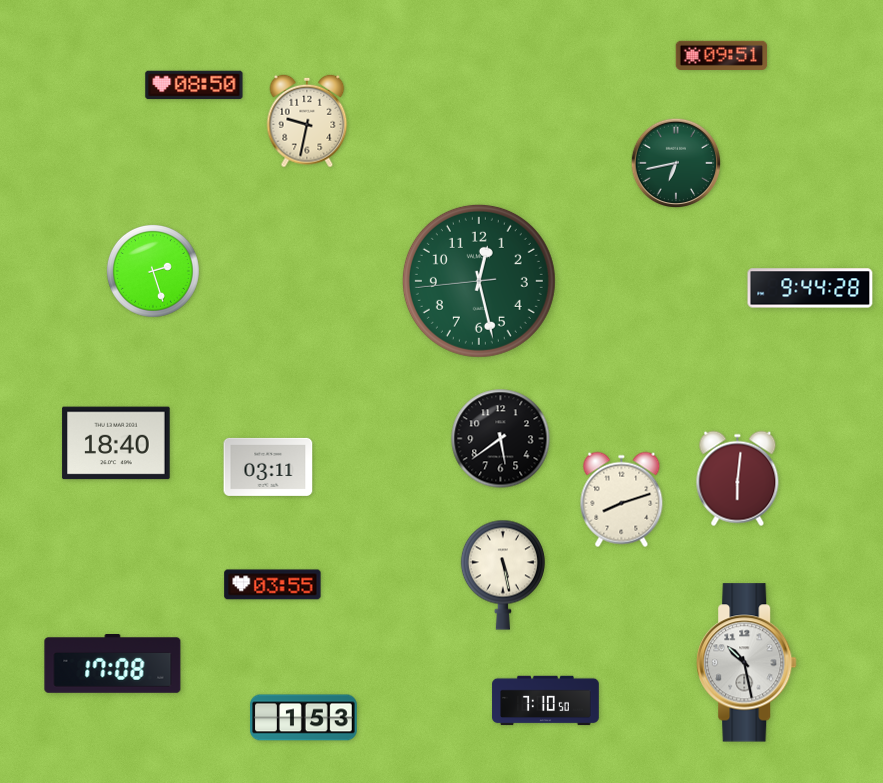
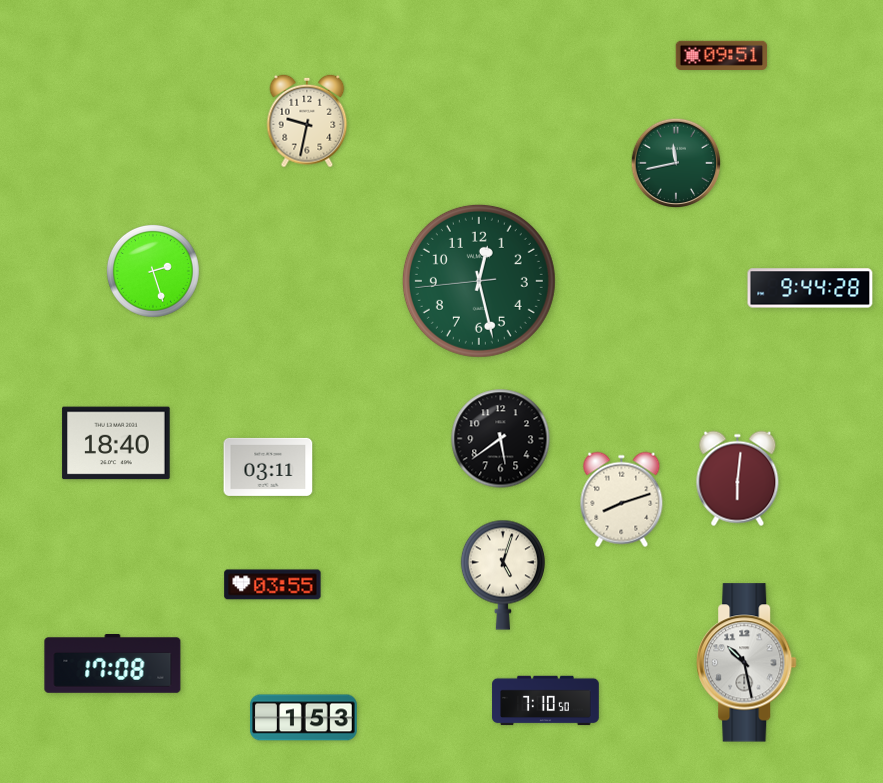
clock at (194, 85): 08:50 -> none
clock at (675, 162): 6:43 -> 11:43
clock at (503, 575): 5:28 -> 5:03
